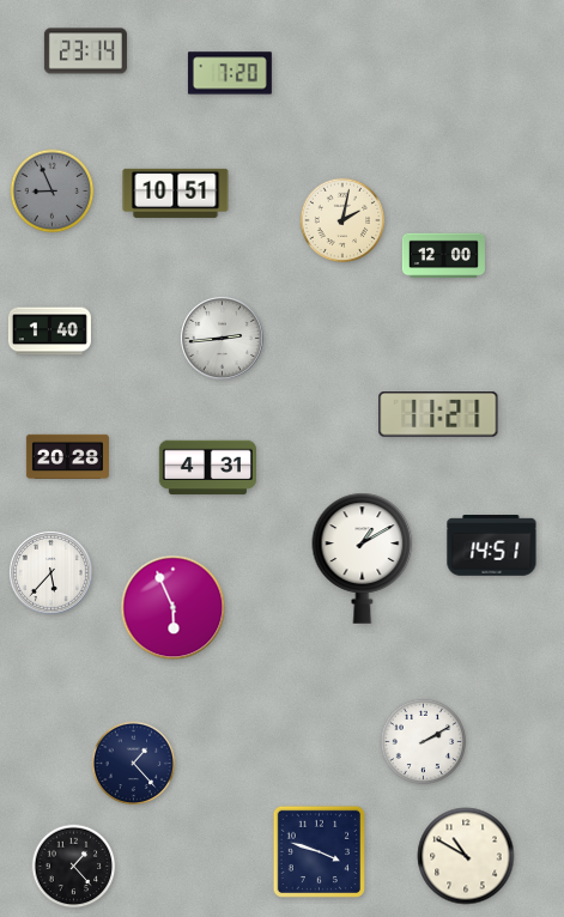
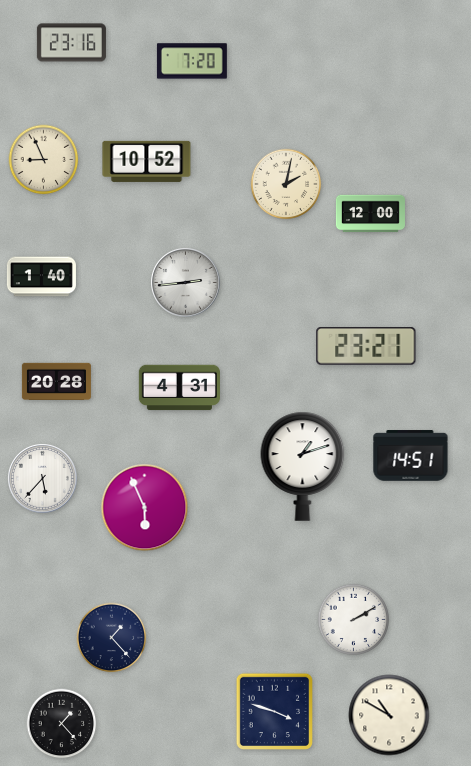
clock at (85, 51): 23:14 -> 23:16
clock at (53, 192) dial: grey -> cream
clock at (176, 193): 10:51 -> 10:52
clock at (438, 415): 11:21 -> 23:21
clock at (207, 468) position: (207, 468) -> (179, 388)
clock at (363, 558): 1:10 -> 1:12
clock at (319, 851) position: (319, 851) -> (274, 711)
